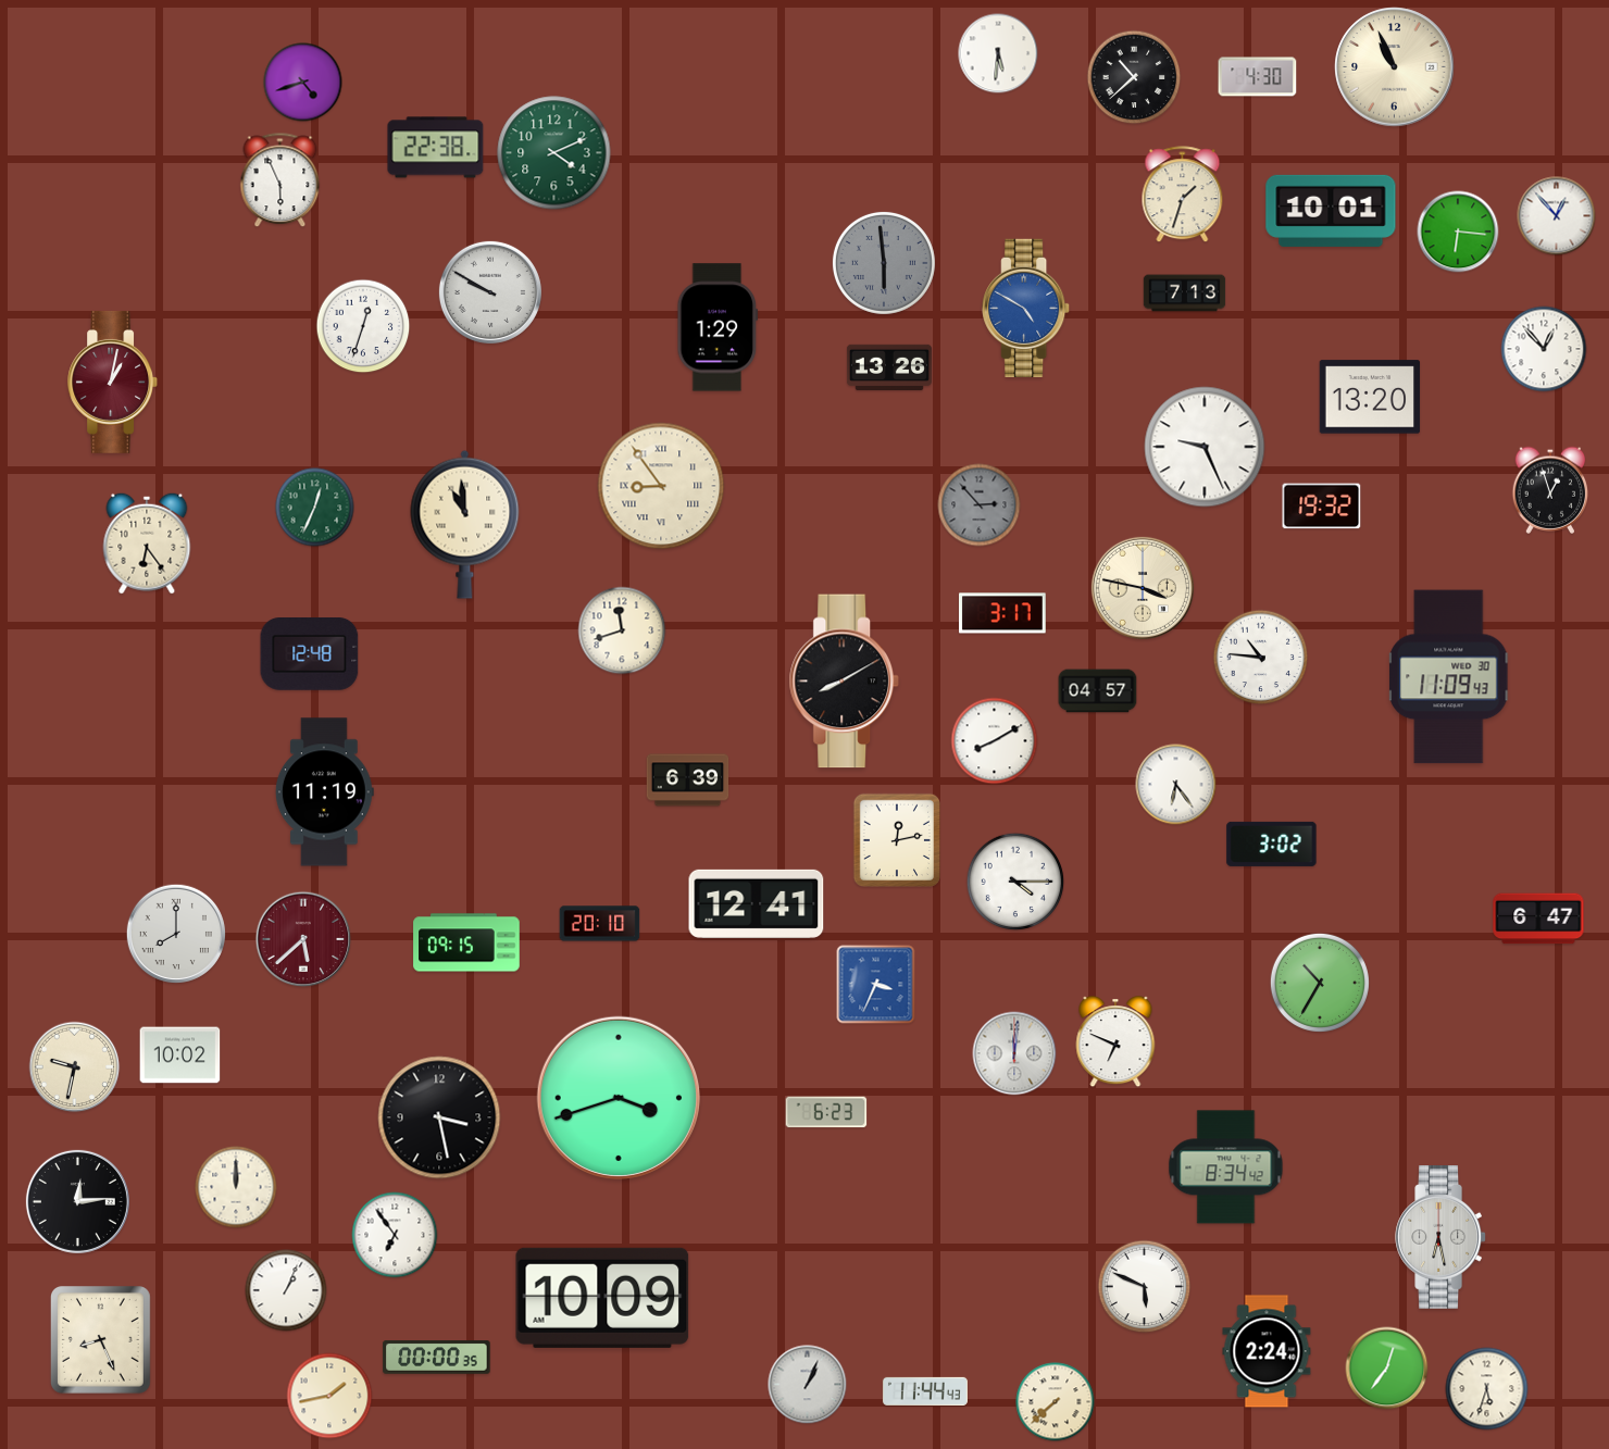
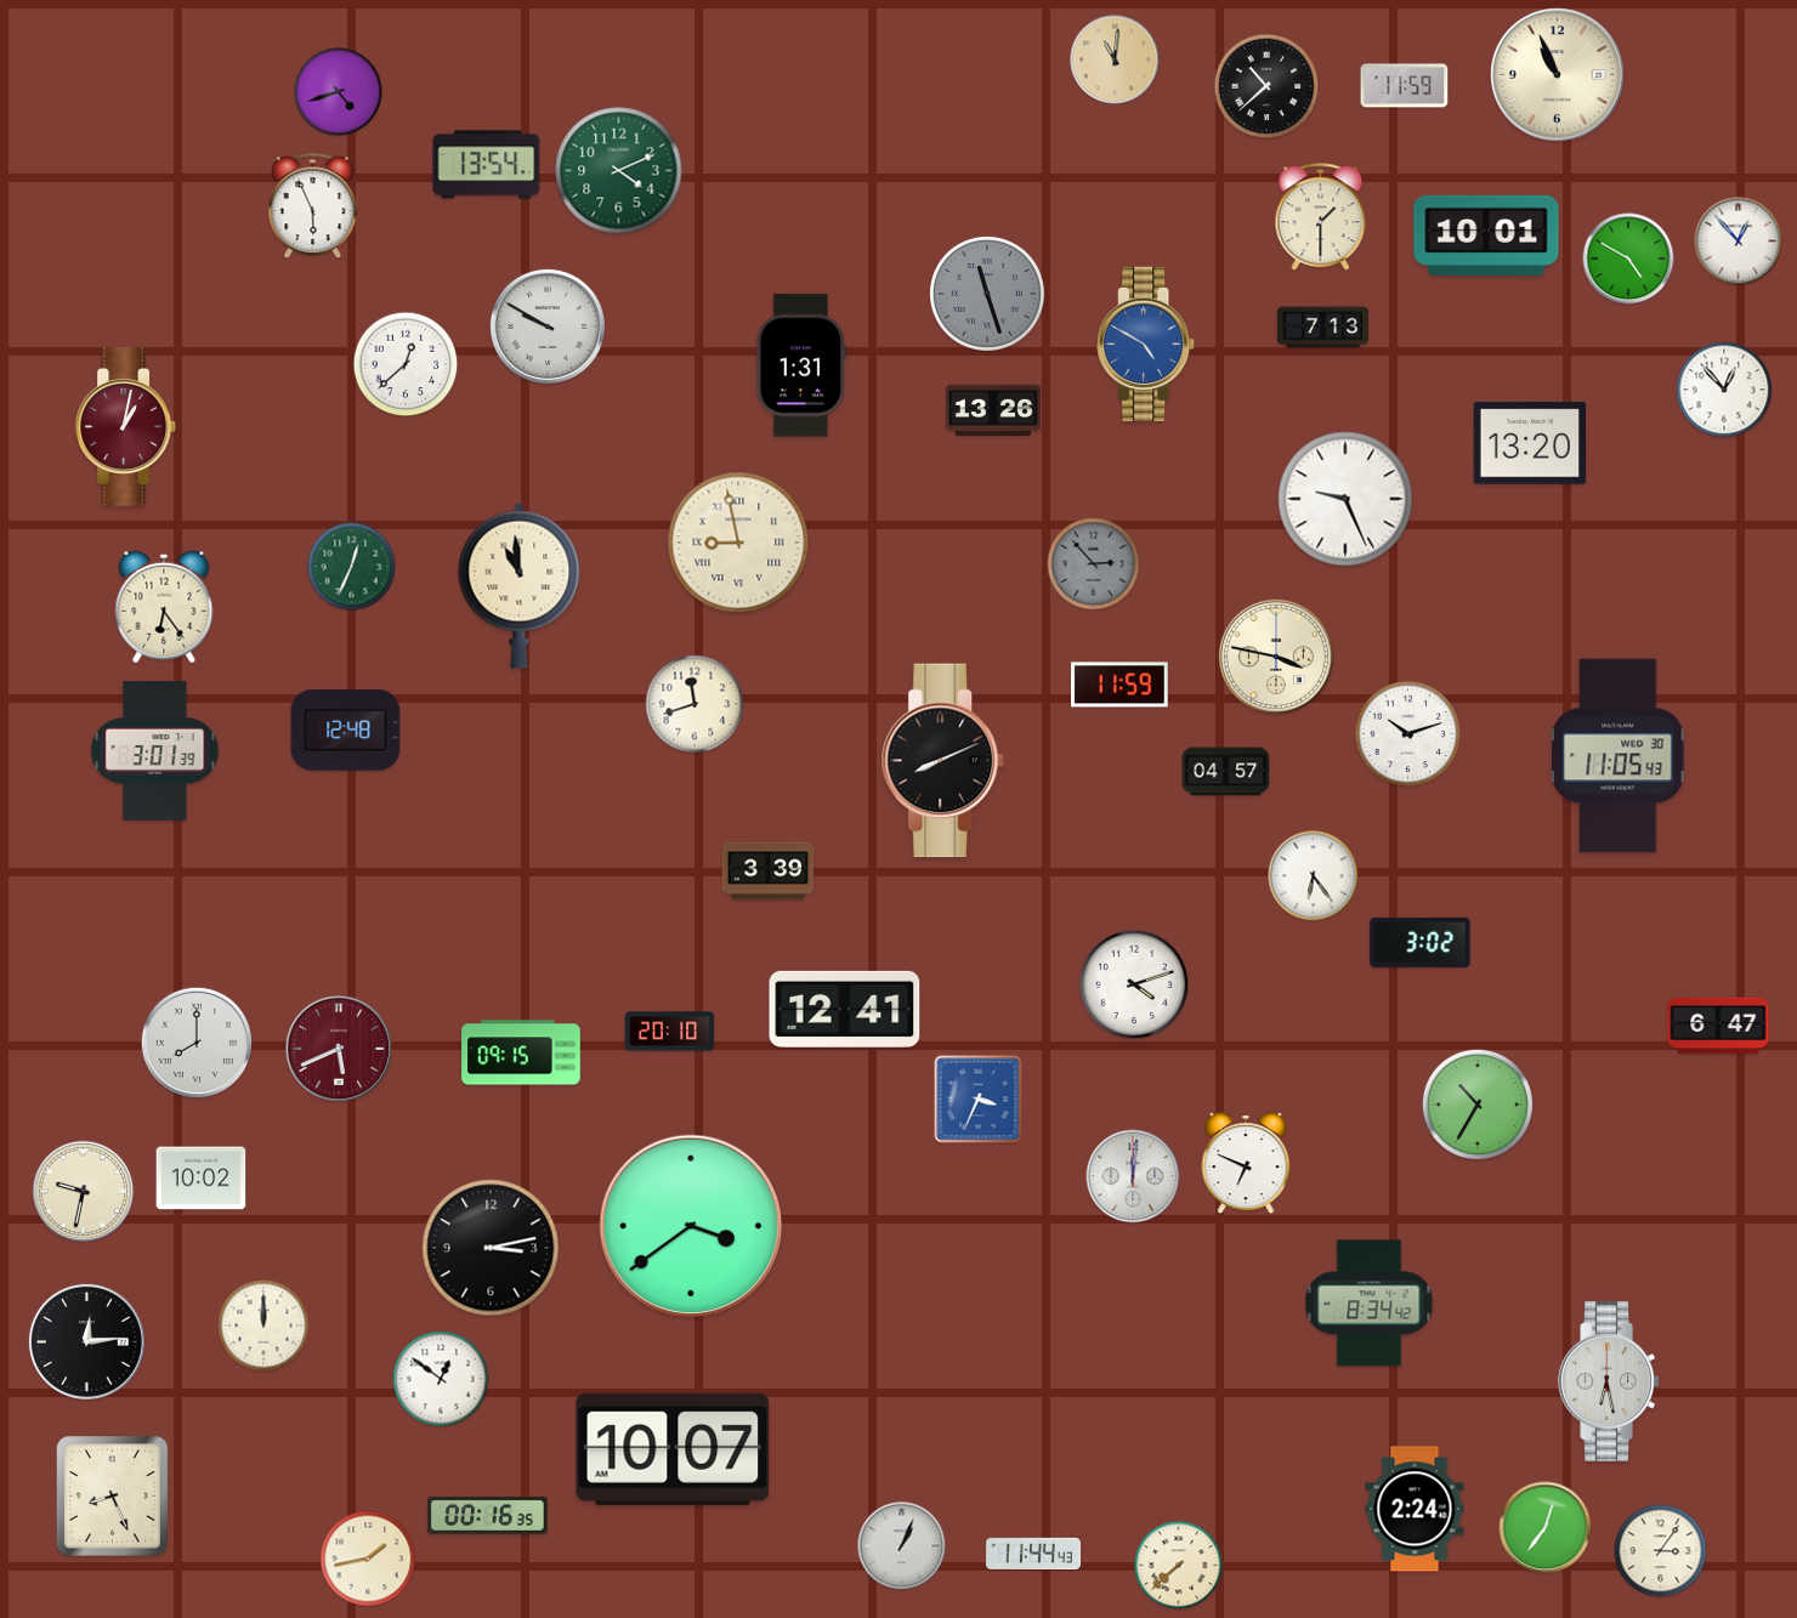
clock at (998, 53): 5:31 -> 11:01
clock at (998, 53) dial: white -> champagne
clock at (1258, 77): 4:30 -> 11:59
clock at (436, 148): 22:38 -> 13:54
clock at (280, 180) position: (280, 180) -> (313, 206)
clock at (1183, 195): 1:33 -> 1:30
clock at (1458, 232): 6:16 -> 4:50
clock at (884, 263): 5:59 -> 11:27
clock at (363, 326): 12:33 -> 12:38
clock at (718, 327): 1:29 -> 1:31
clock at (661, 486): 8:54 -> 8:58
clock at (1550, 490): 12:57 -> none
clock at (1322, 507): 19:32 -> none
clock at (1003, 613): 3:17 -> 11:59
clock at (1261, 658): 10:46 -> 10:12
clock at (155, 751): none -> 3:01
clock at (1449, 677): 11:09 -> 11:05
clock at (844, 682): 8:10 -> 8:11
clock at (995, 741): 8:10 -> none
clock at (688, 780): 6:39 -> 3:39
clock at (324, 792): 11:19 -> none
clock at (896, 839): 12:13 -> none
clock at (1015, 882): 4:15 -> 4:12
clock at (303, 939): 5:38 -> 5:41
clock at (1320, 983) position: (1320, 983) -> (1478, 1105)
clock at (618, 1097): 3:42 -> 3:39
clock at (826, 1112): 6:23 -> none
clock at (439, 1117): 3:28 -> 3:13
clock at (395, 1235): 6:54 -> 12:51
clock at (1145, 1287): 5:49 -> none
clock at (286, 1290): 1:04 -> none
clock at (602, 1298): 10:09 -> 10:07
clock at (437, 1358): 00:00 -> 00:16
clock at (1387, 1369) position: (1387, 1369) -> (1546, 1528)
clock at (1487, 1389): 5:33 -> 3:06
